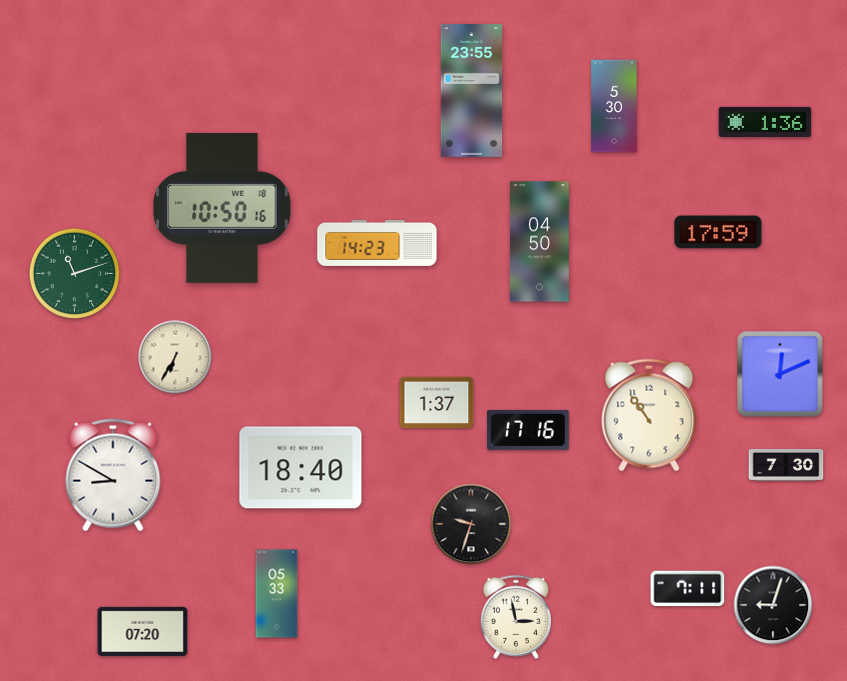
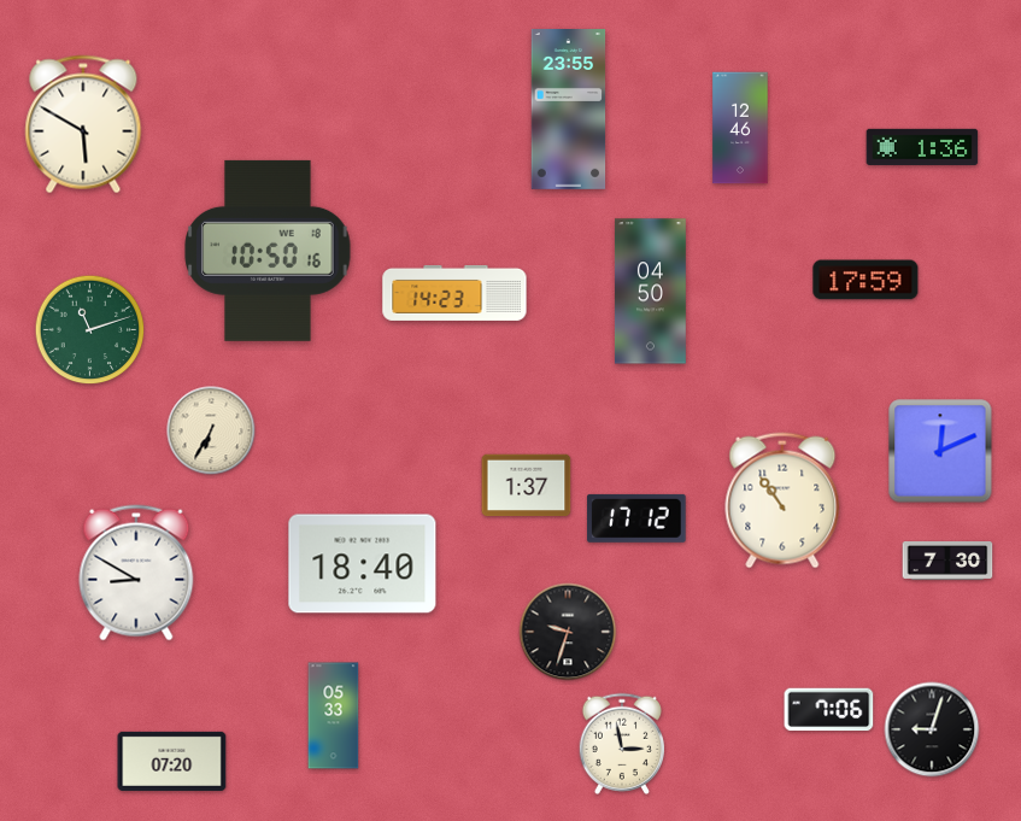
clock at (83, 124): none -> 5:50
clock at (614, 106): 5:30 -> 12:46
clock at (528, 430): 17:16 -> 17:12
clock at (688, 589): 7:11 -> 7:06
